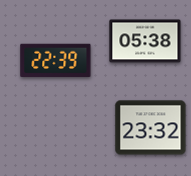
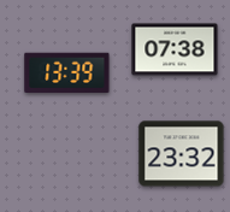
clock at (145, 41): 05:38 -> 07:38
clock at (56, 60): 22:39 -> 13:39
